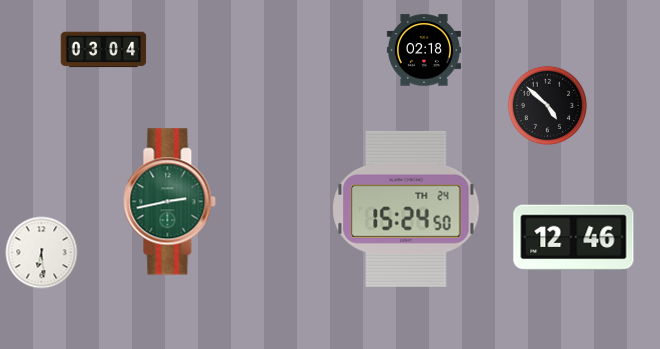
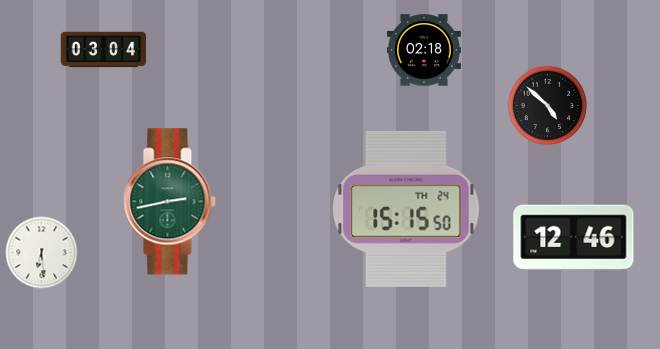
clock at (406, 209): 15:24 -> 15:15
